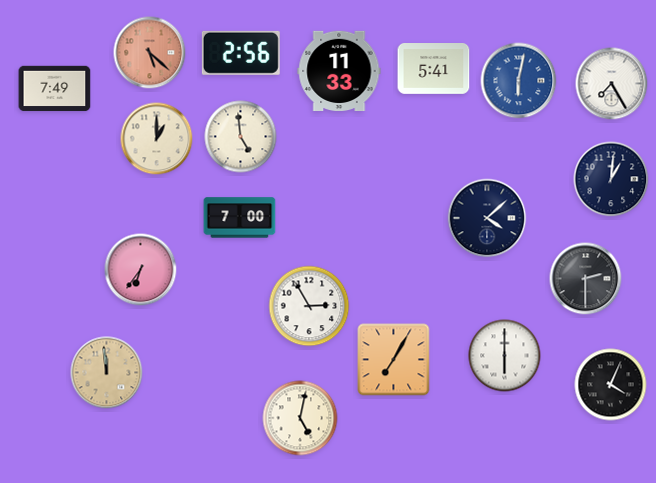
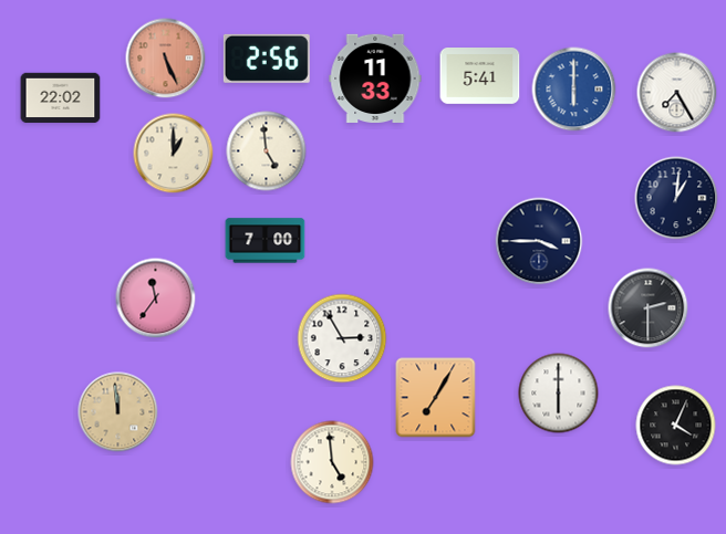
clock at (150, 53): 5:22 -> 5:26
clock at (519, 81): 6:02 -> 6:00
clock at (55, 89): 7:49 -> 22:02
clock at (487, 218): 4:08 -> 3:45
clock at (141, 270): 6:36 -> 11:36
clock at (300, 418): 5:02 -> 4:59
